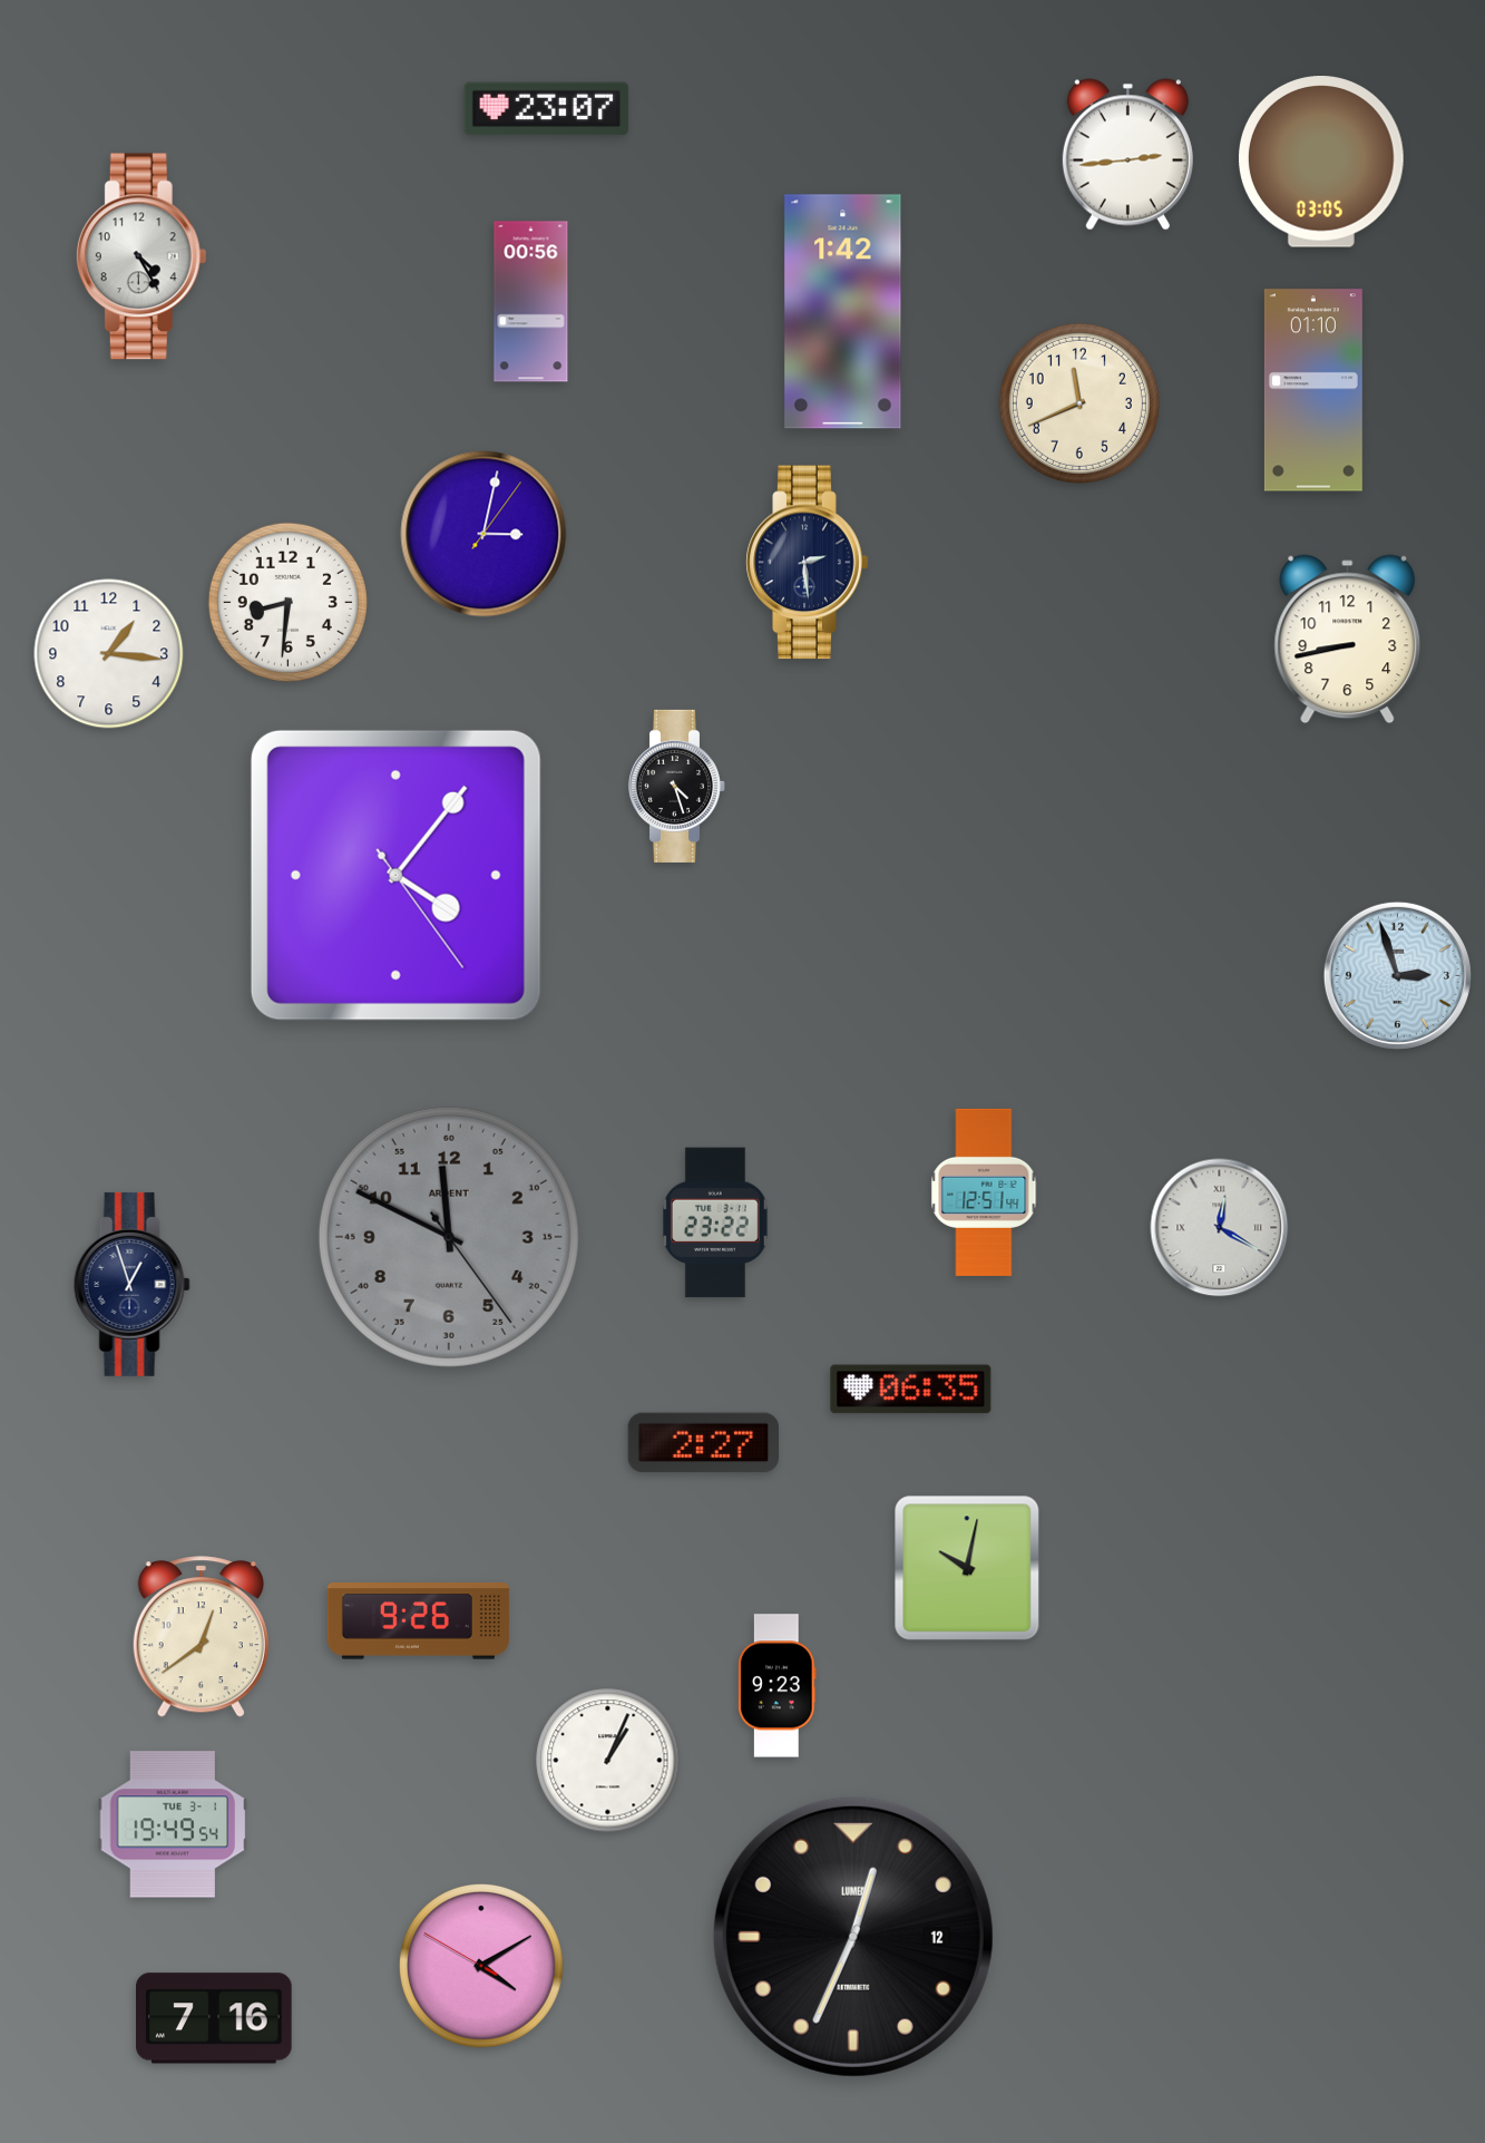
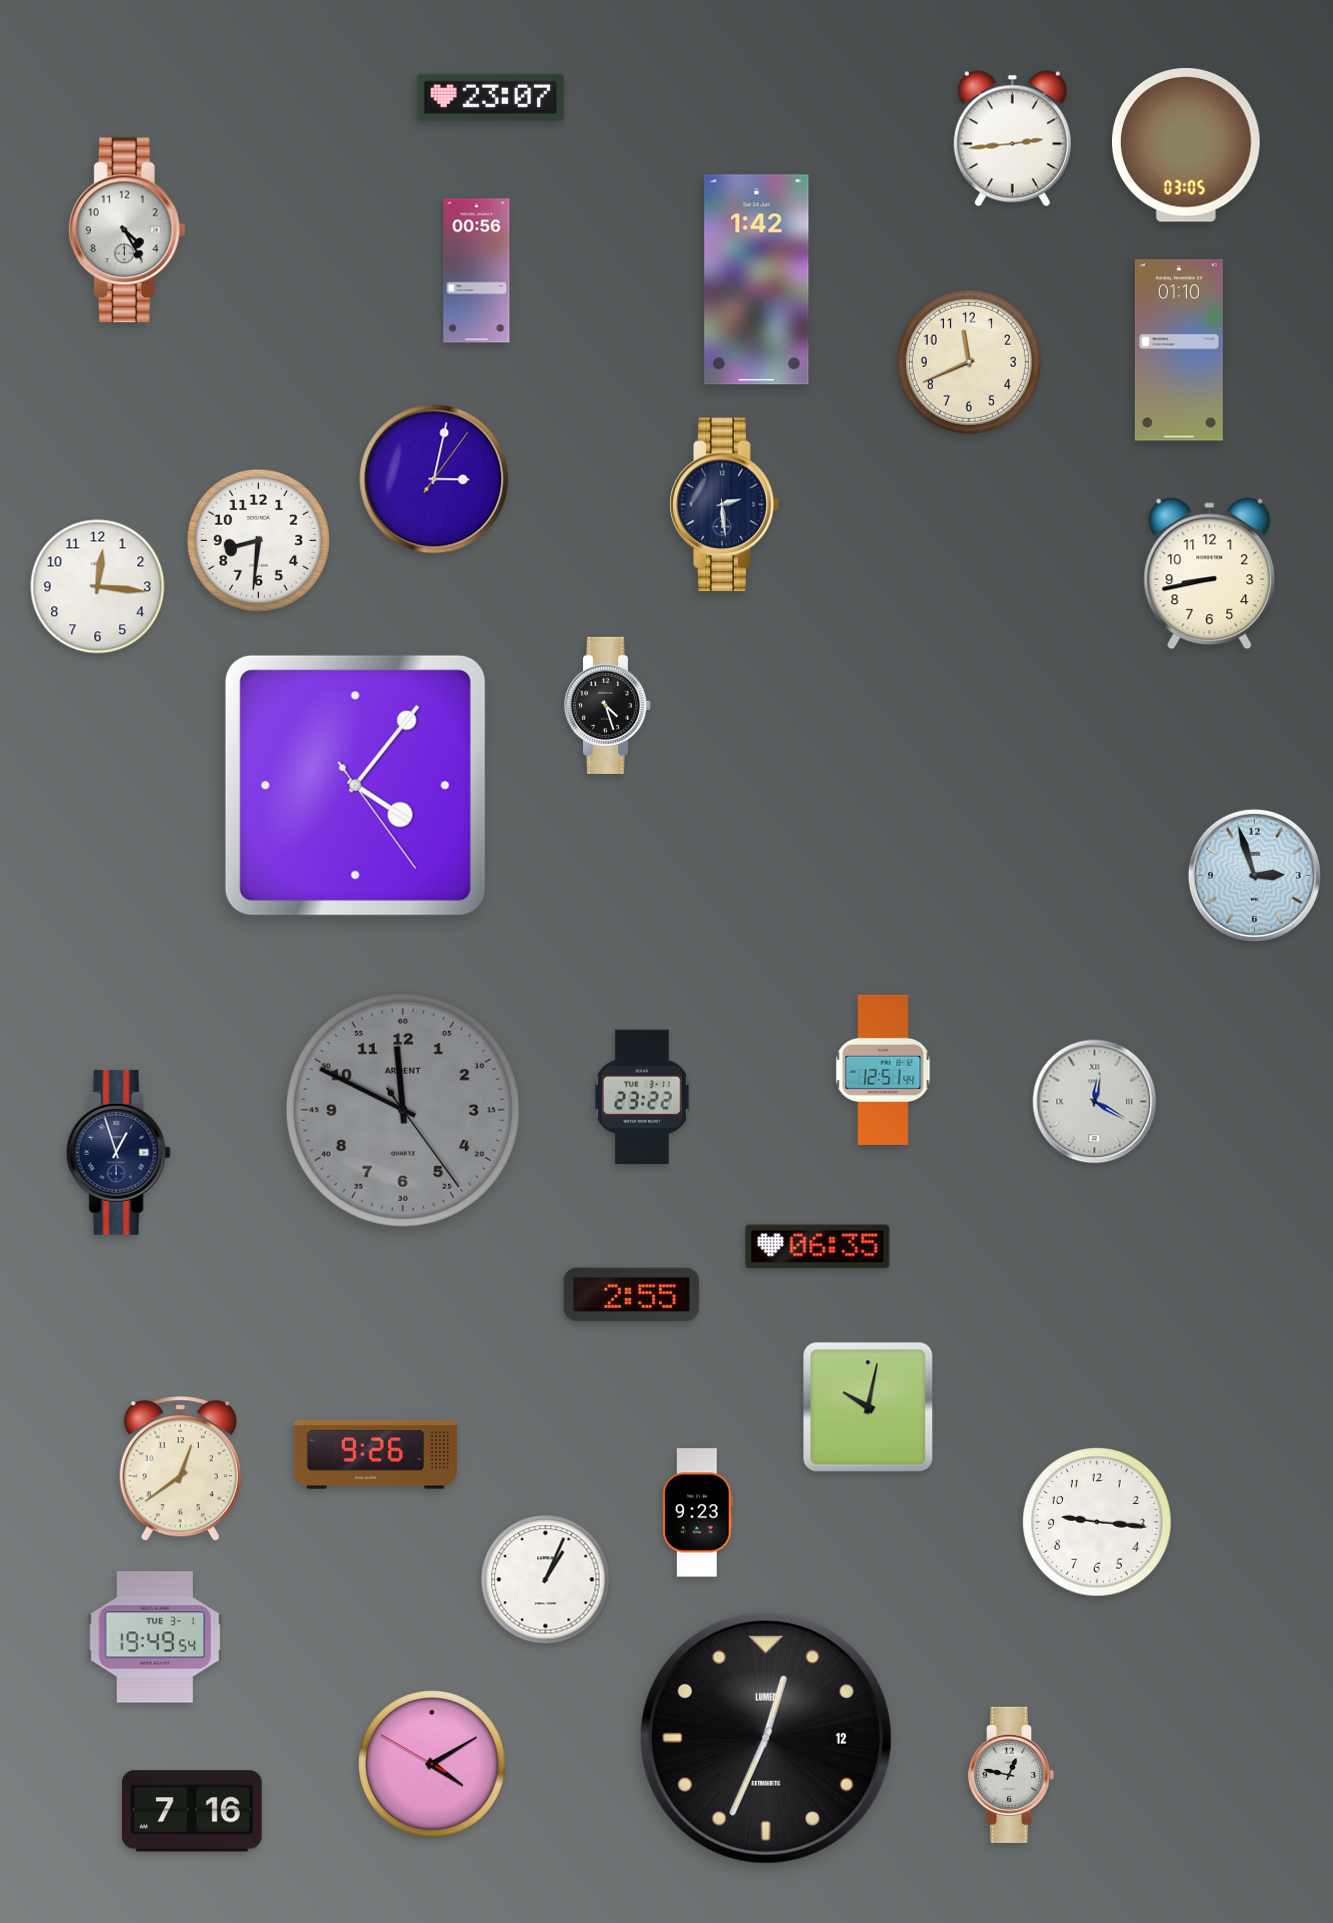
clock at (109, 654): 1:16 -> 12:16
clock at (703, 1443): 2:27 -> 2:55
clock at (1097, 1522): none -> 9:16
clock at (1011, 1775): none -> 12:47
